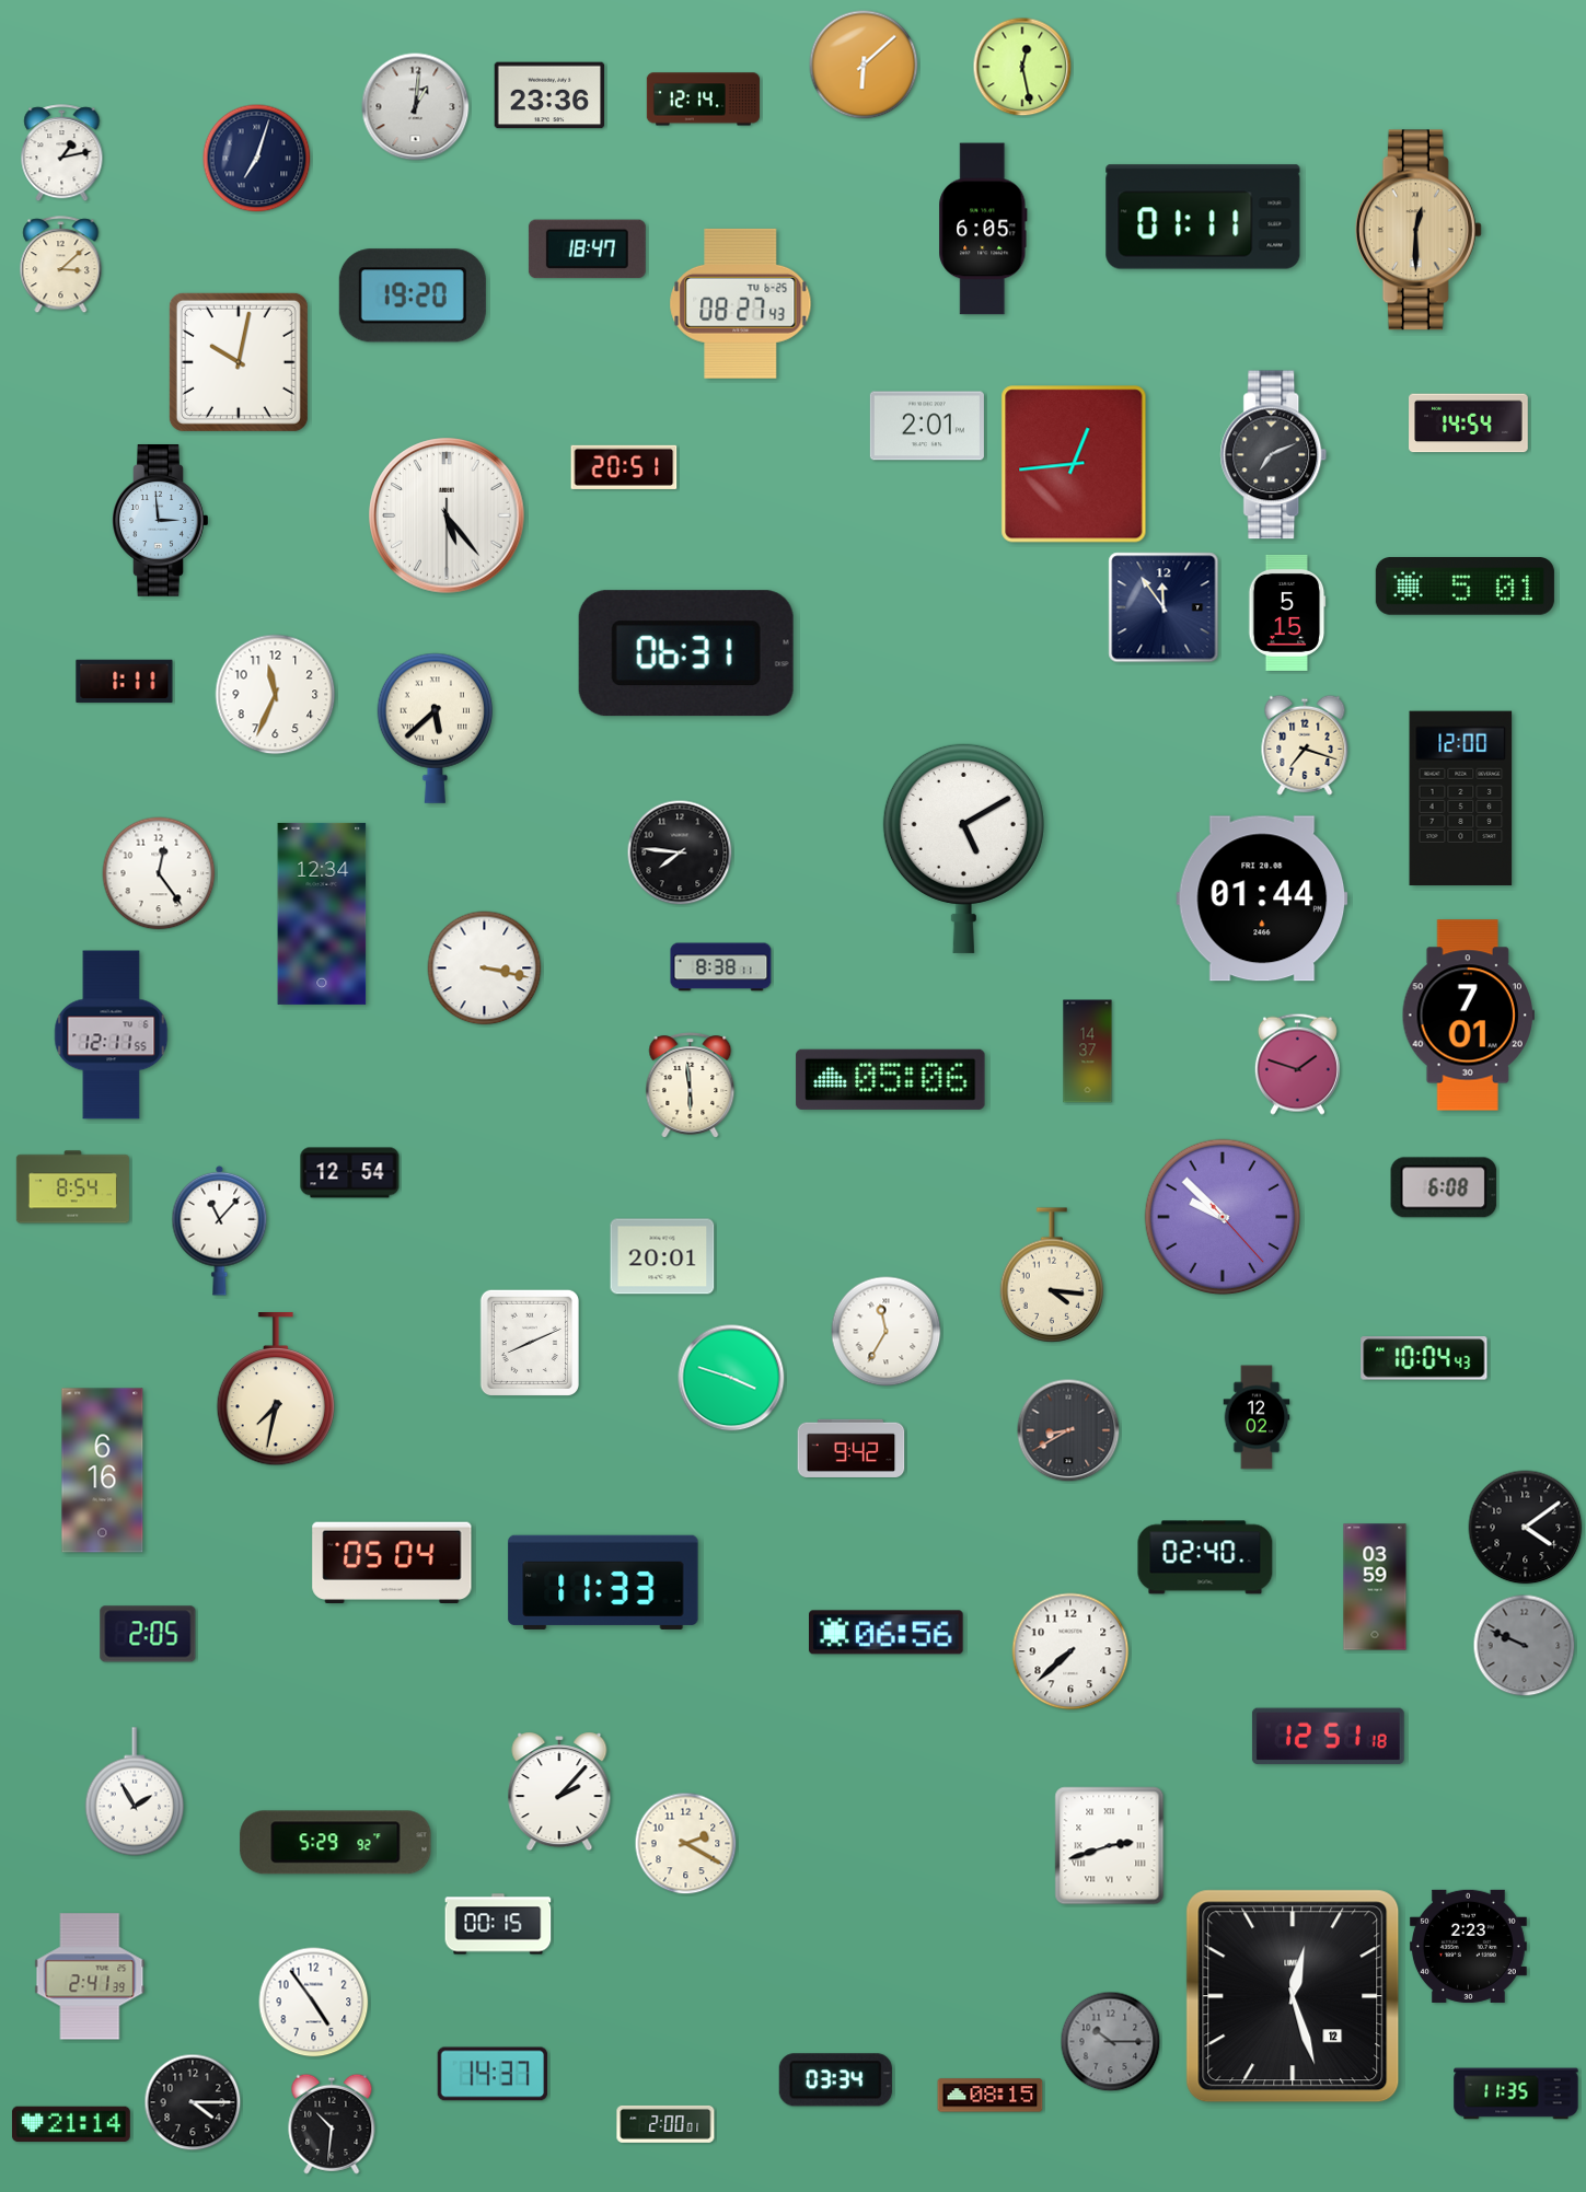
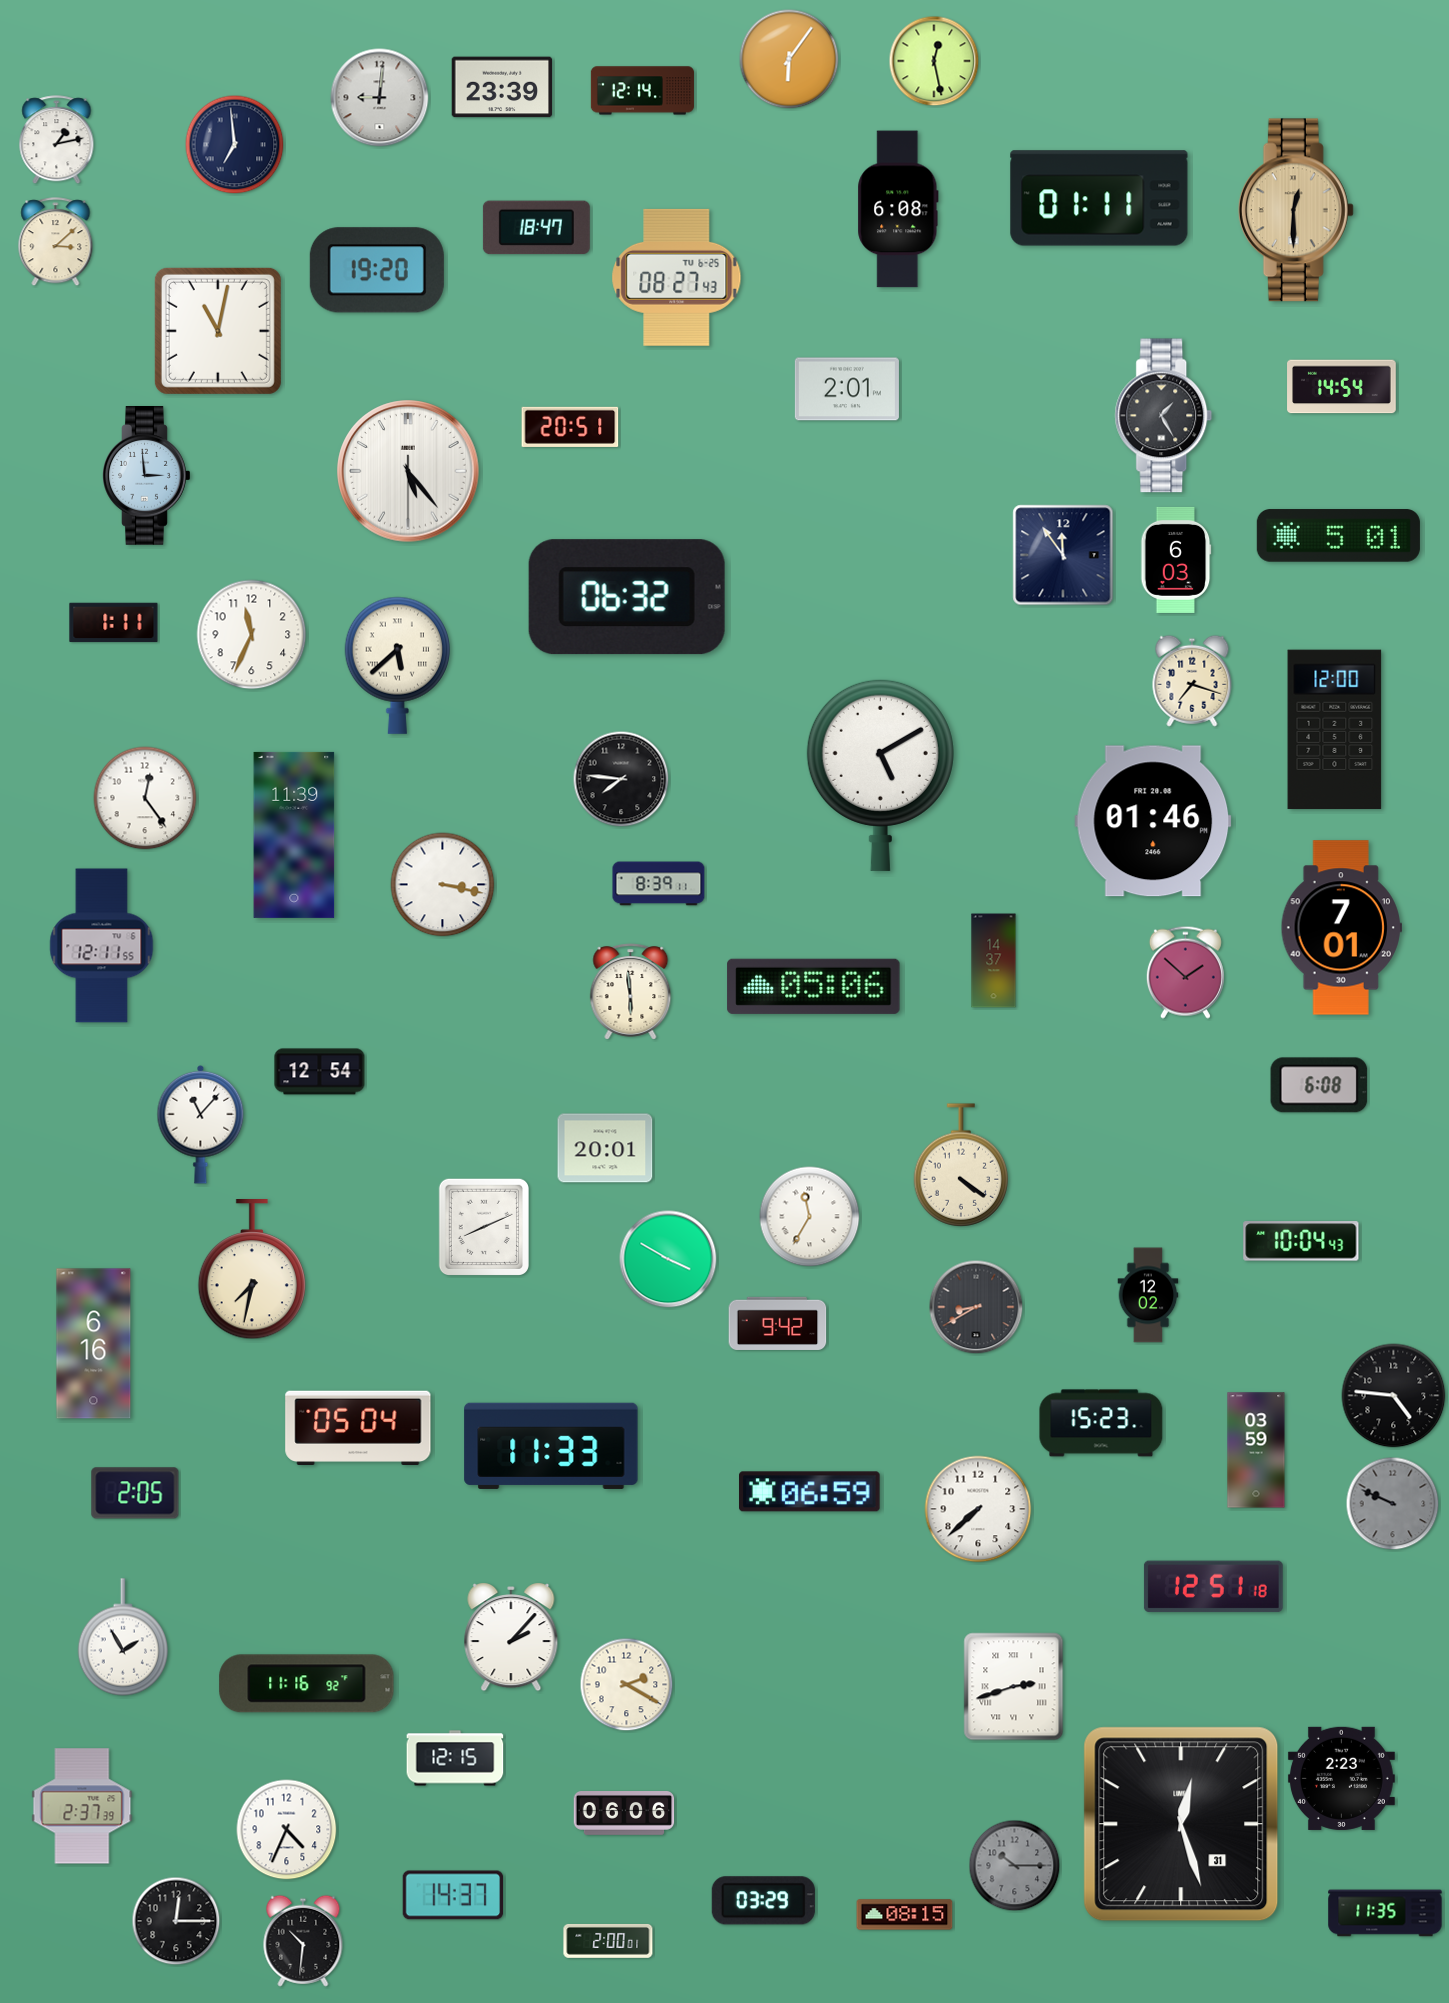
clock at (864, 65): 6:08 -> 6:06
clock at (549, 95): 23:36 -> 23:39
clock at (416, 107): 1:01 -> 9:01
clock at (257, 159): 7:03 -> 6:59
clock at (983, 229): 6:05 -> 6:08
clock at (239, 362): 10:02 -> 11:02
clock at (1274, 455): 7:11 -> 1:25
clock at (1074, 464): 12:44 -> none
clock at (1287, 613): 5:15 -> 6:03
clock at (686, 653): 06:31 -> 06:32
clock at (1262, 898): 01:44 -> 01:46
clock at (322, 914): 12:34 -> 11:39
clock at (721, 967): 8:38 -> 8:39
clock at (1297, 1064): 1:48 -> 1:52
clock at (72, 1187): 8:54 -> none
clock at (1223, 1217): 9:52 -> none
clock at (1052, 1275): 4:16 -> 4:21
clock at (731, 1378): 3:48 -> 3:50
clock at (1526, 1528): 4:09 -> 4:46
clock at (1205, 1557): 02:40 -> 15:23
clock at (887, 1633): 06:56 -> 06:59
clock at (336, 1843): 5:29 -> 11:16
clock at (498, 1924): 00:15 -> 12:15
clock at (90, 1976): 2:41 -> 2:37
clock at (624, 1814): none -> 06:06
clock at (1293, 1996) date: 12 -> 31
clock at (314, 2003): 4:54 -> 4:34
clock at (493, 2074) position: (493, 2074) -> (453, 1895)
clock at (835, 2080): 03:34 -> 03:29
clock at (193, 2102): 4:15 -> 12:15
clock at (71, 2124): 21:14 -> none
